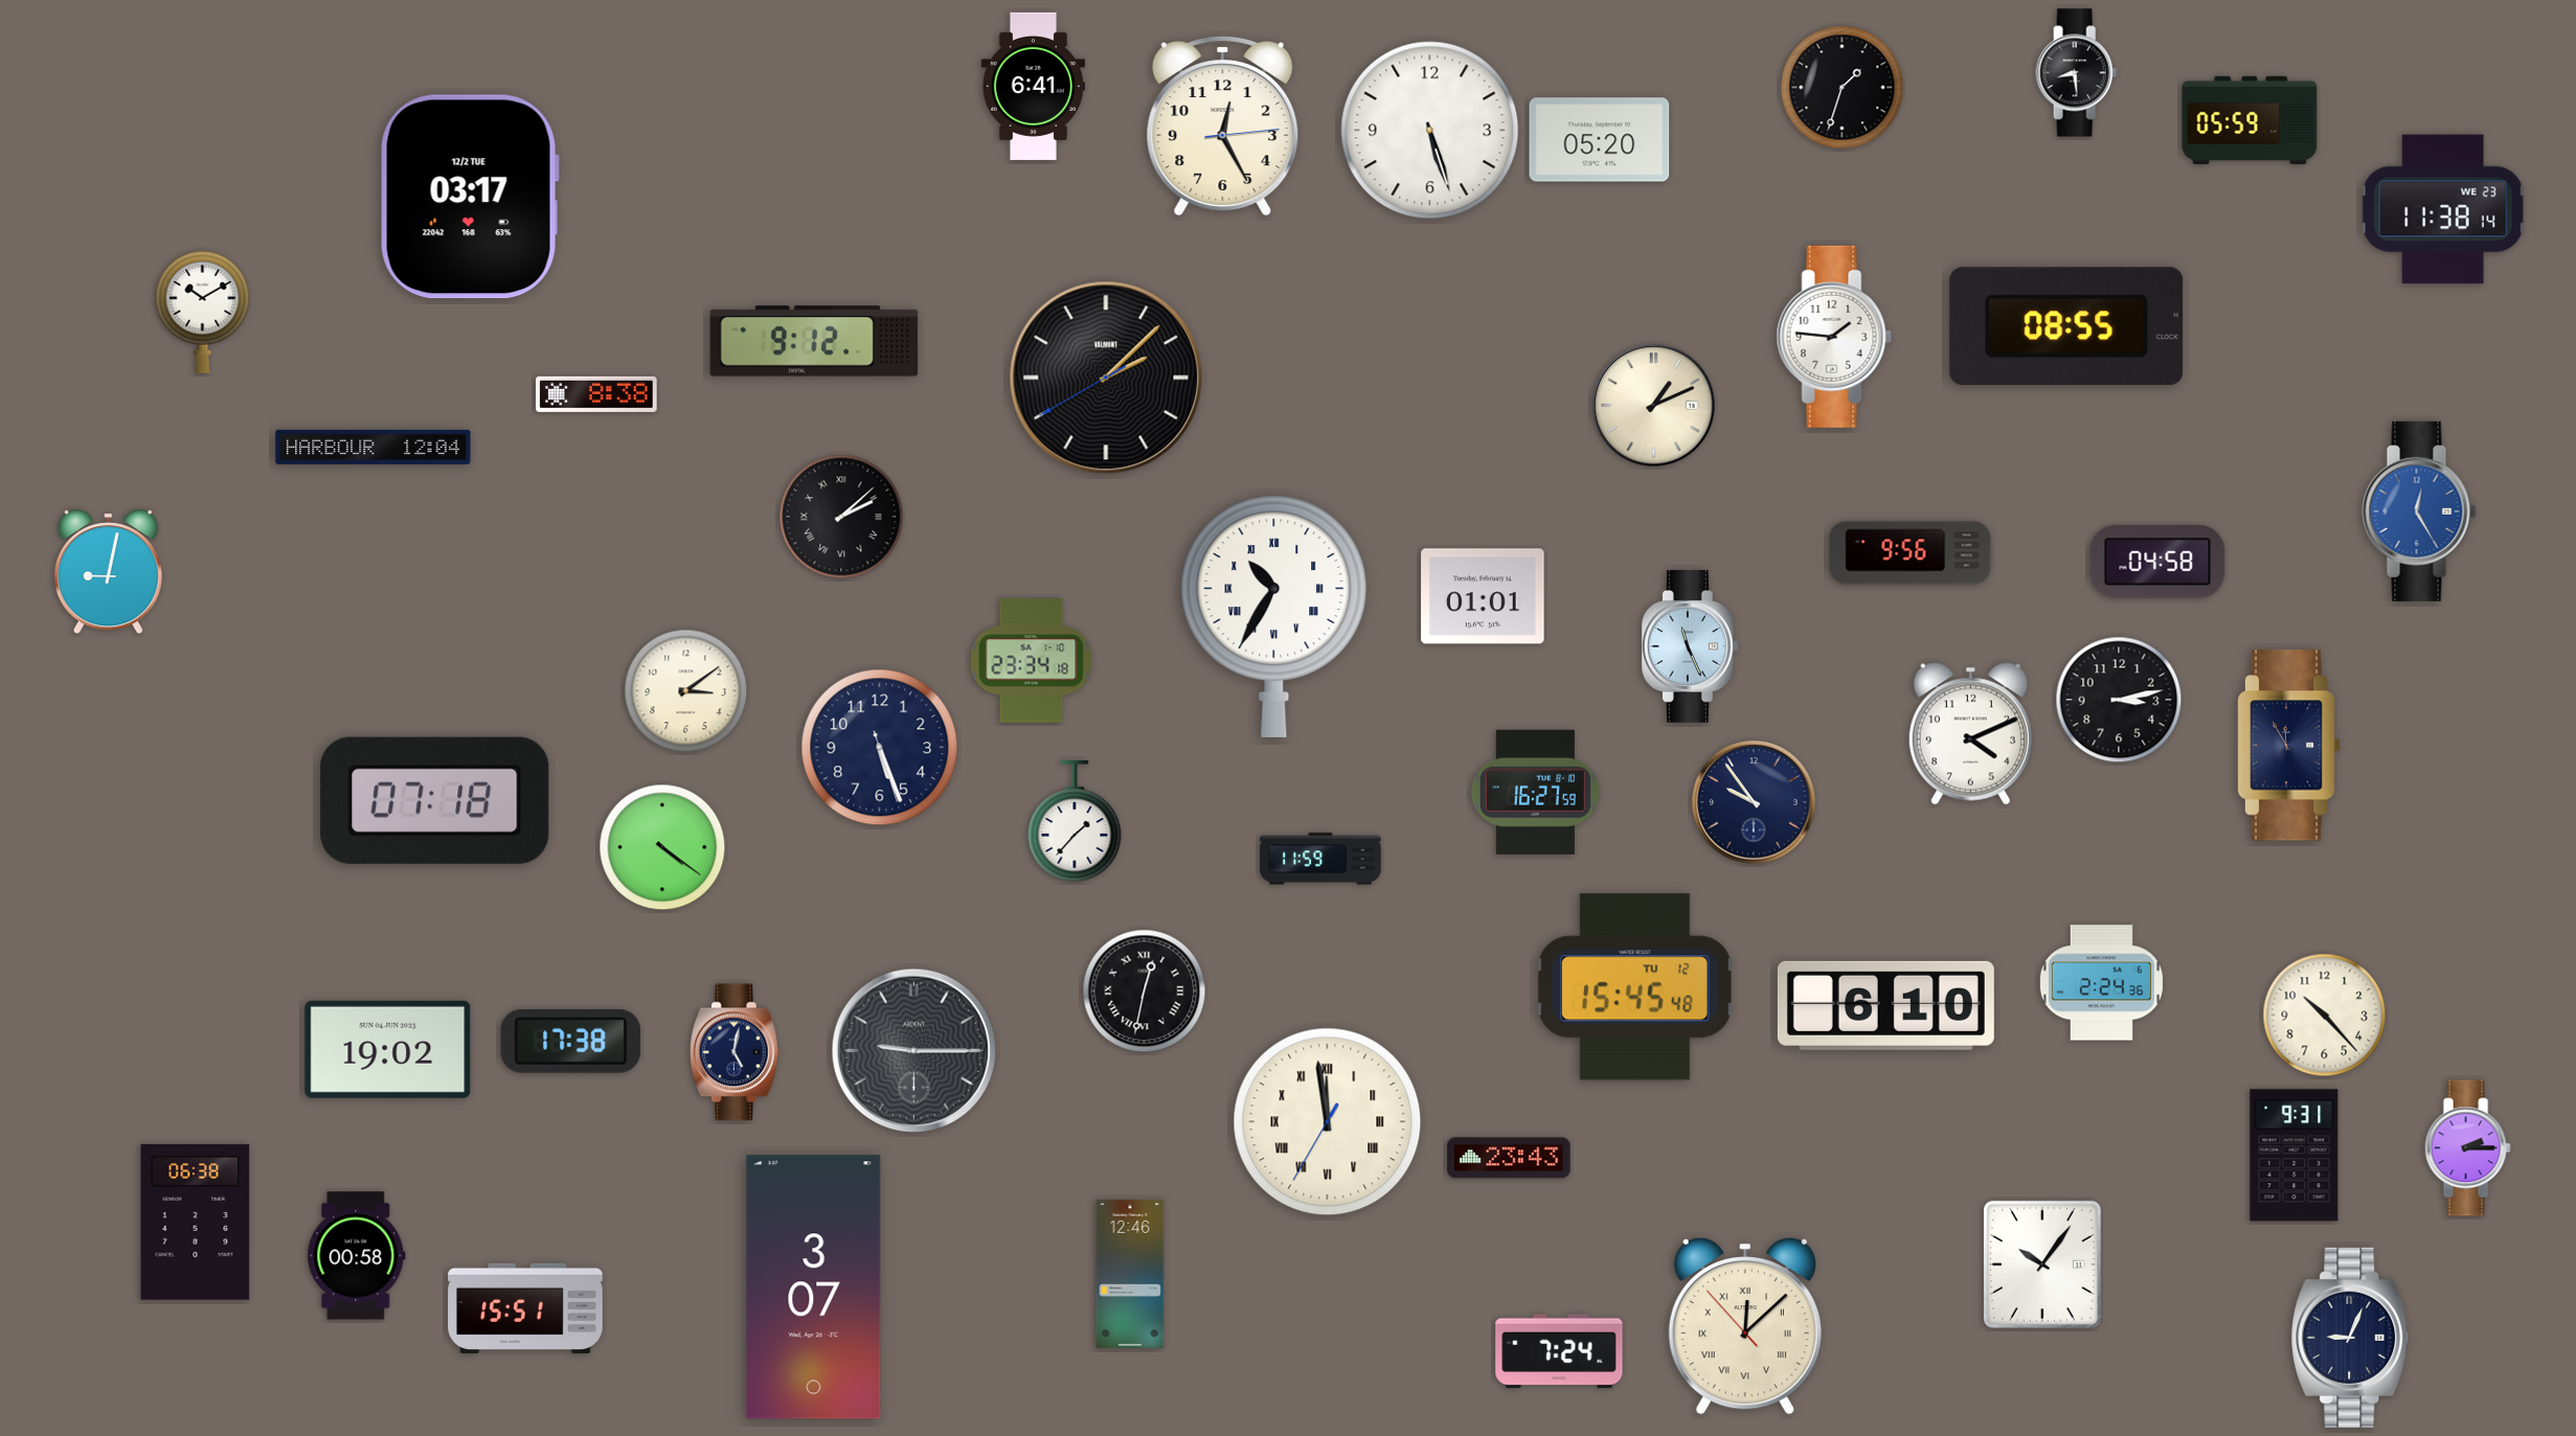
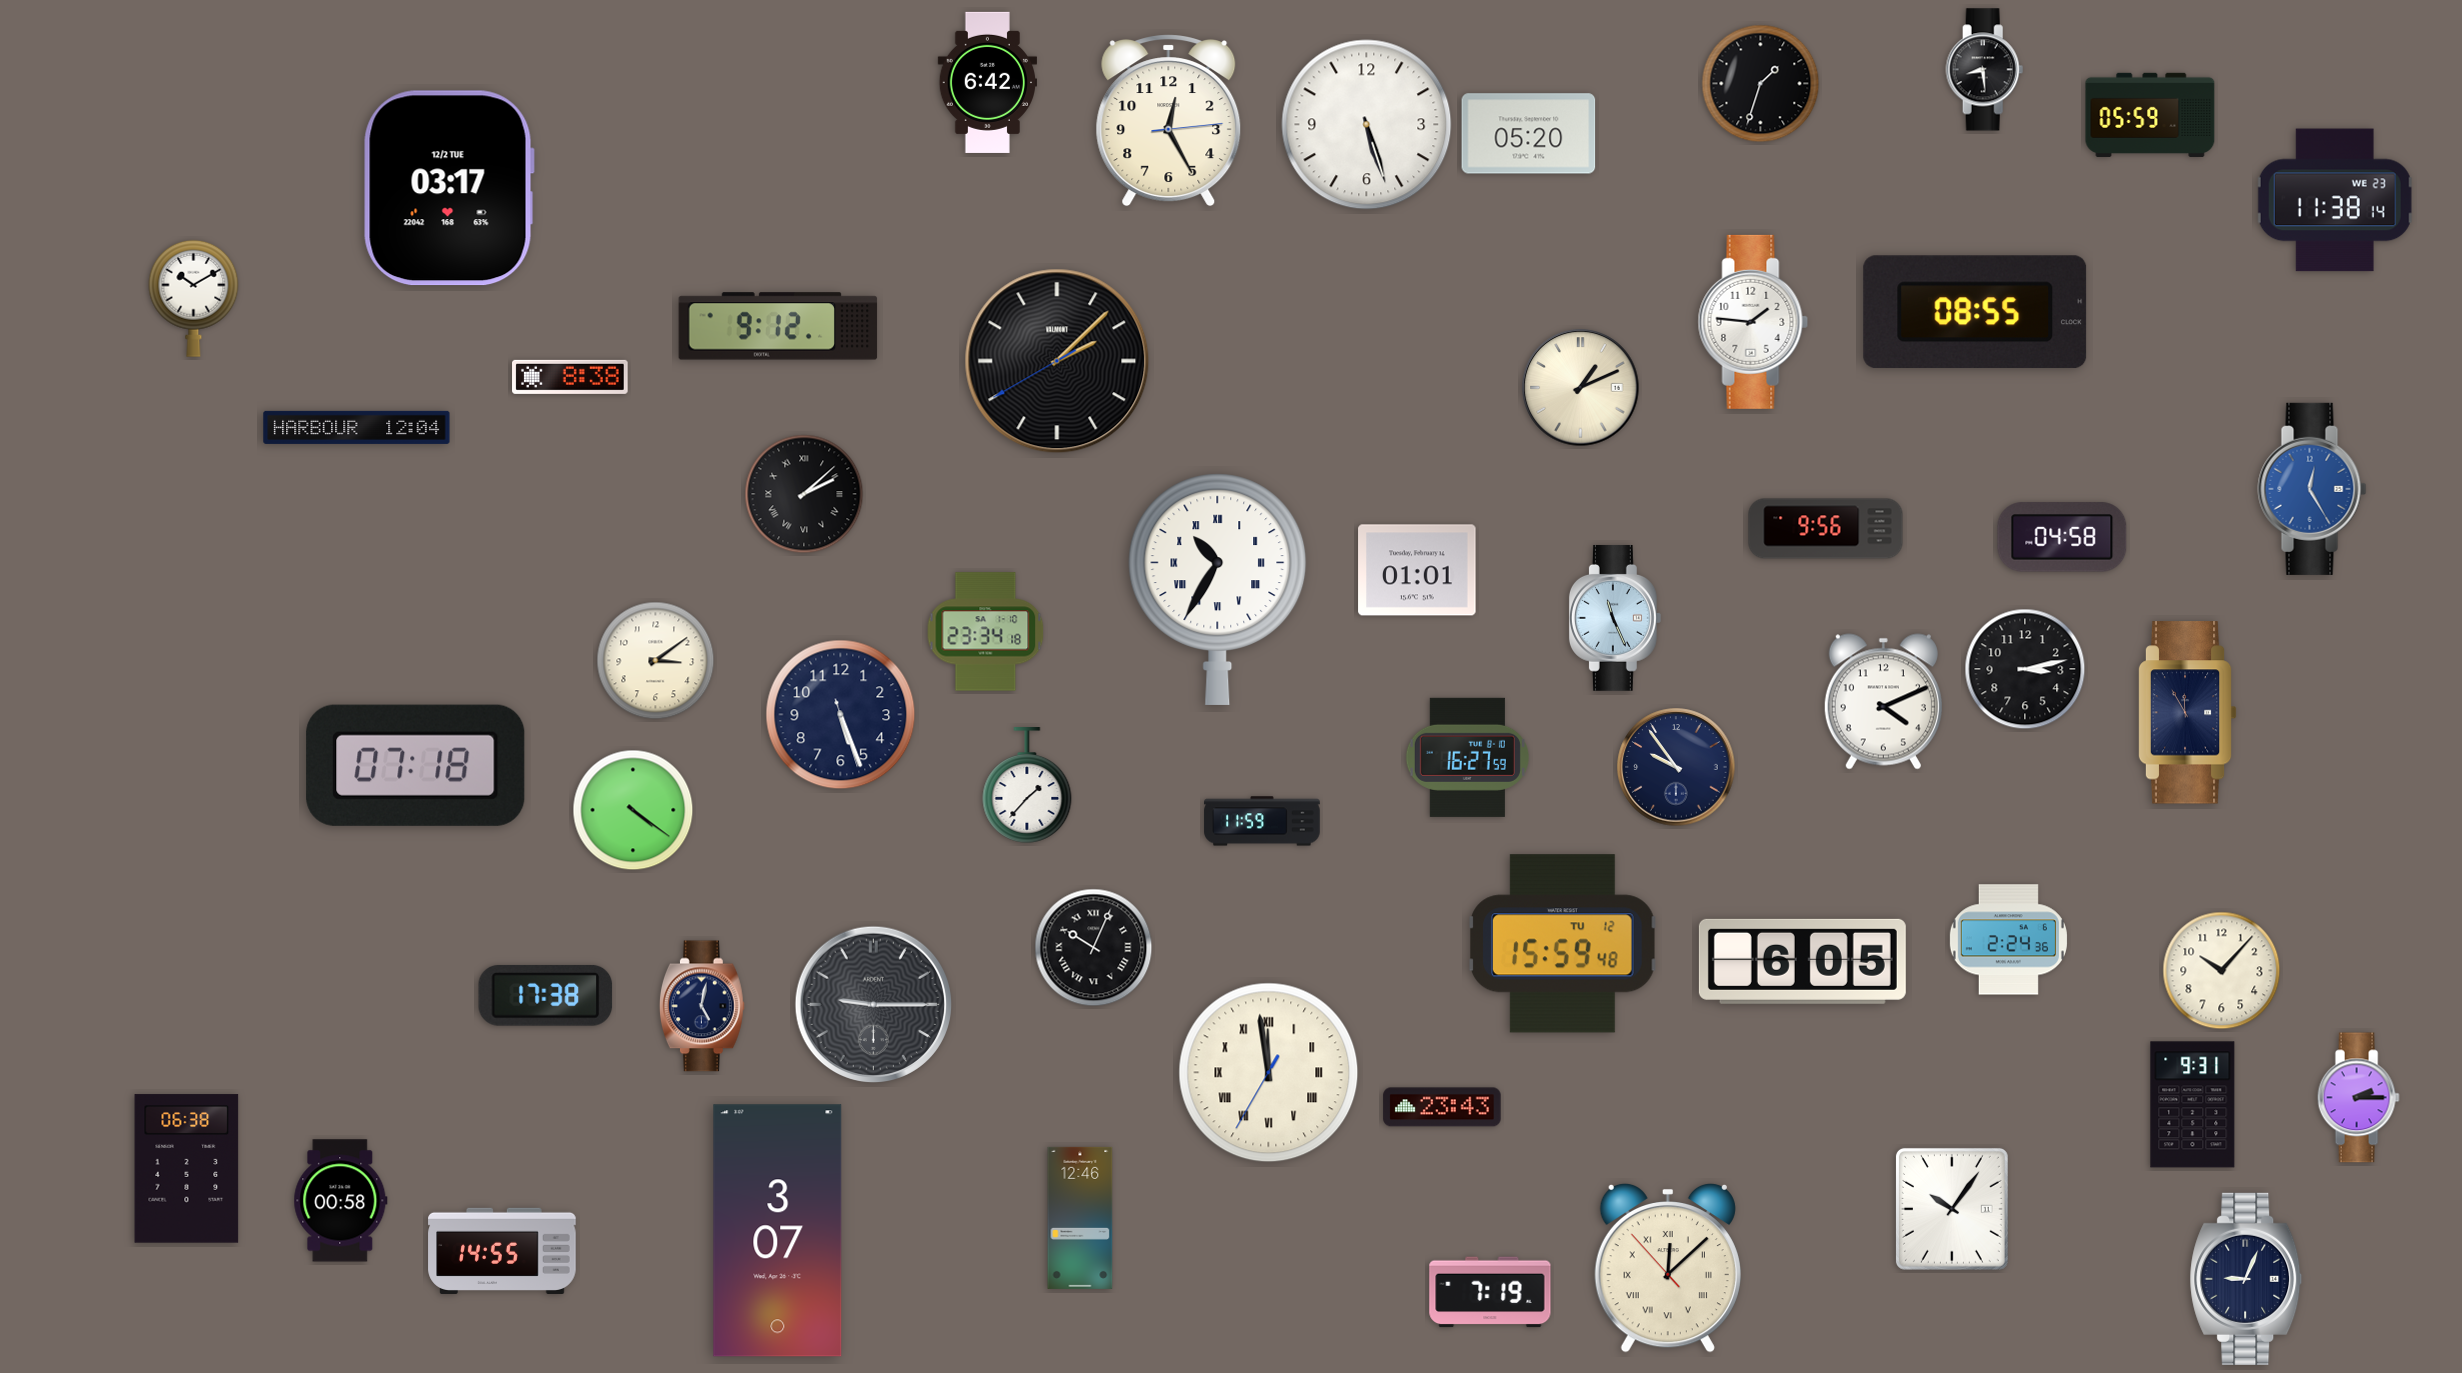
clock at (1033, 86): 6:41 -> 6:42
clock at (108, 572): 9:02 -> none
clock at (1635, 987): 15:45 -> 15:59
clock at (1145, 991): 12:32 -> 10:04
clock at (1885, 1005): 6:10 -> 6:05
clock at (2325, 1016): 10:23 -> 10:07
clock at (388, 1049): 19:02 -> none
clock at (525, 1308): 15:51 -> 14:55
clock at (1559, 1351): 7:24 -> 7:19
